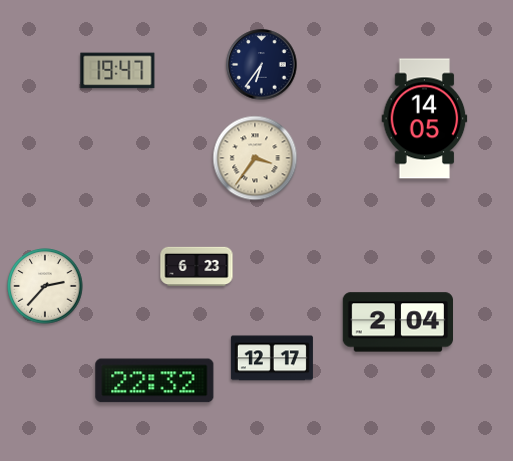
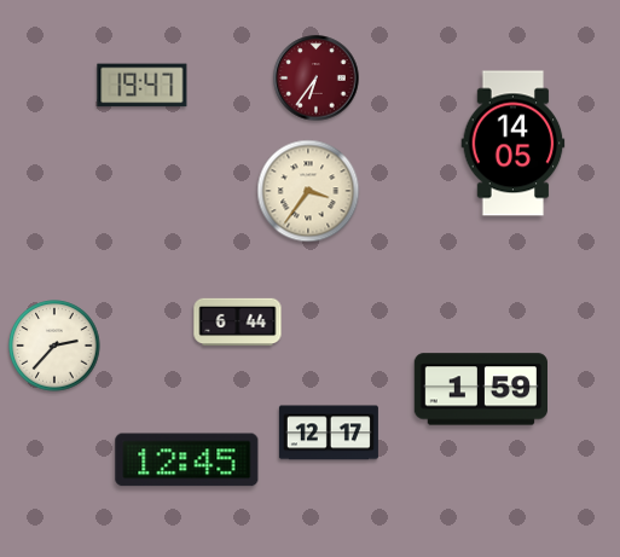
clock at (262, 65) dial: navy -> burgundy
clock at (197, 267): 6:23 -> 6:44
clock at (397, 322): 2:04 -> 1:59
clock at (155, 381): 22:32 -> 12:45
